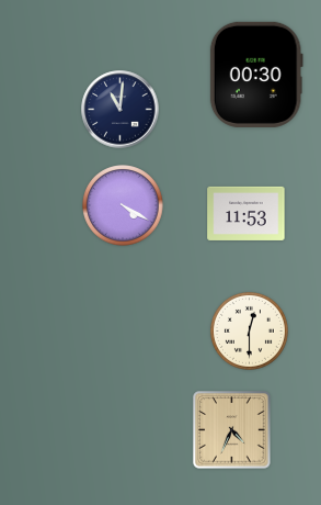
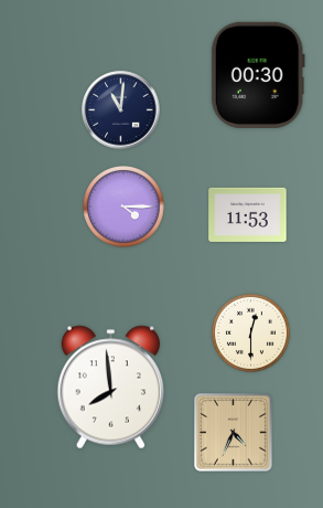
clock at (123, 205): 4:20 -> 4:15
clock at (111, 388): none -> 7:59
